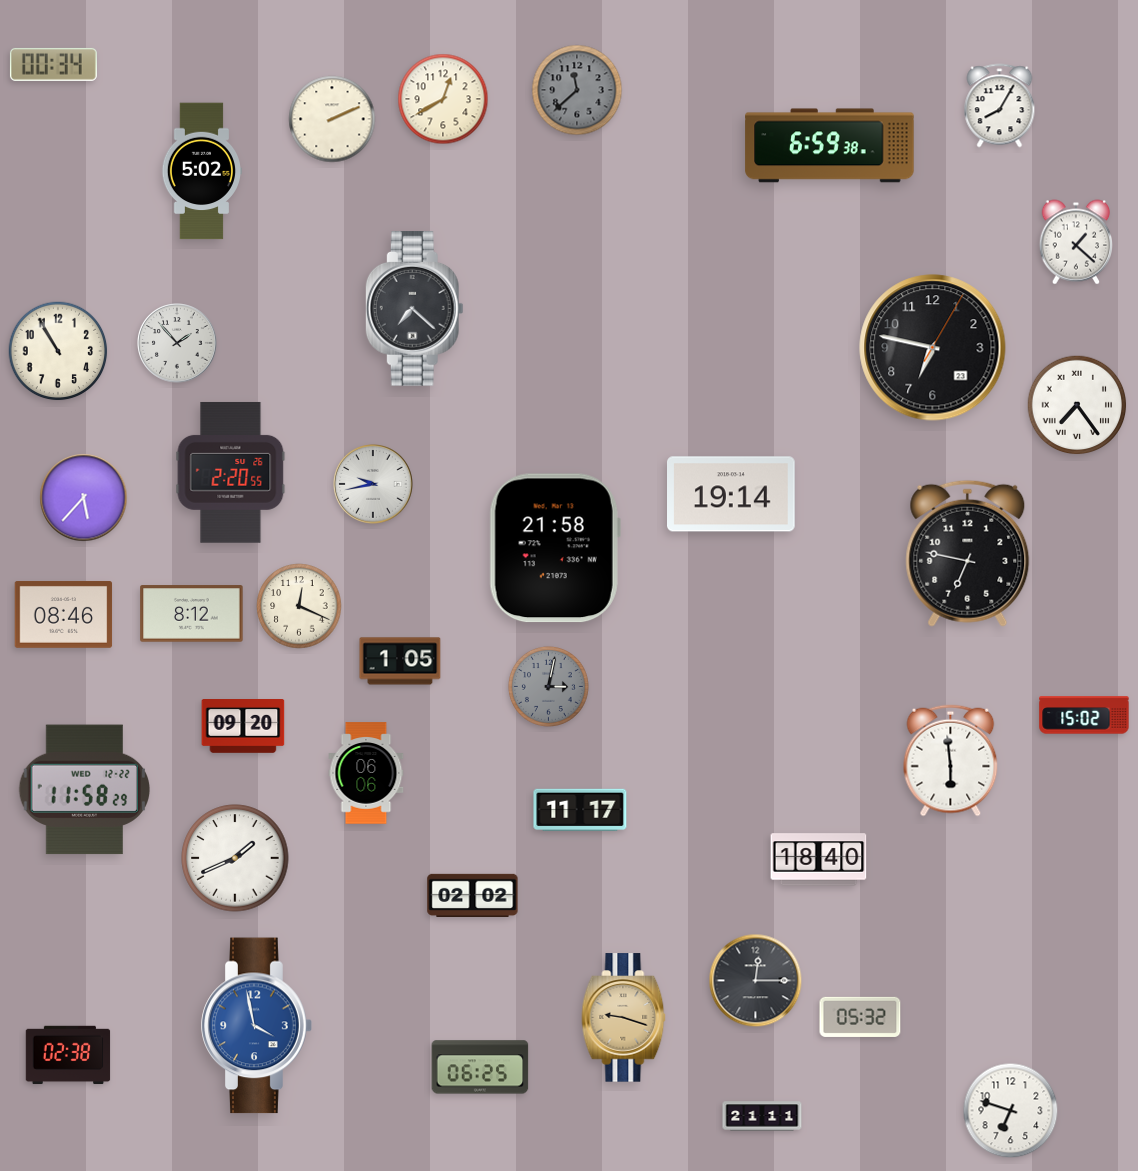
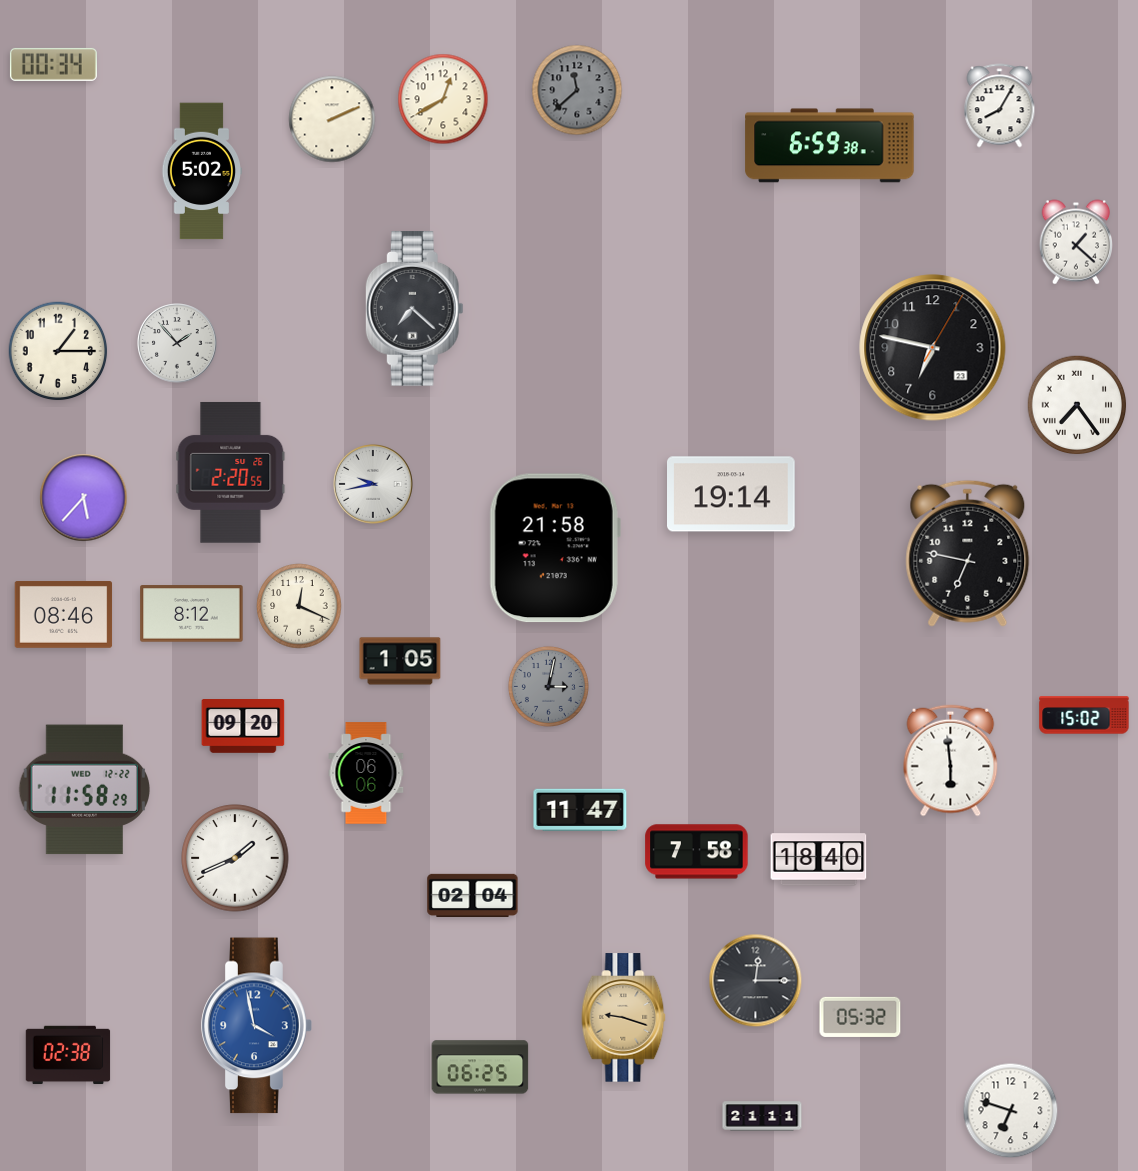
clock at (58, 351): 10:55 -> 1:15
clock at (580, 810): 11:17 -> 11:47
clock at (697, 852): none -> 7:58
clock at (473, 895): 02:02 -> 02:04
